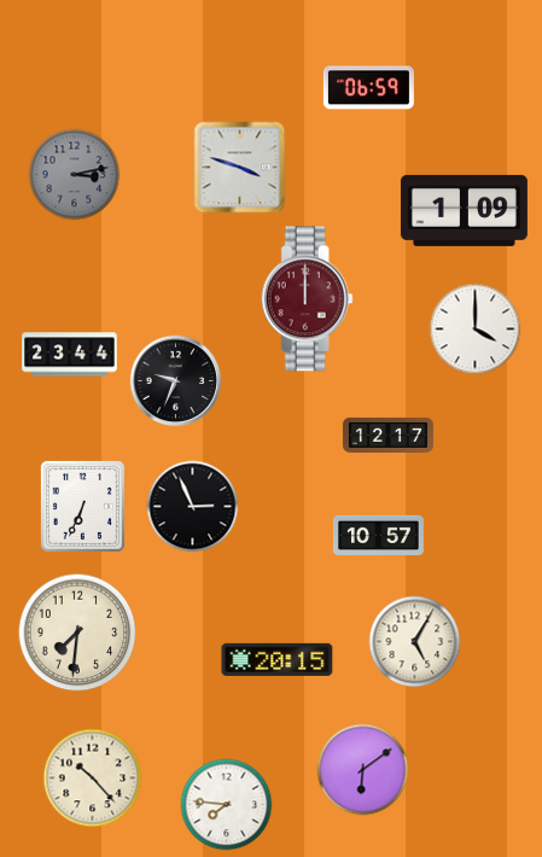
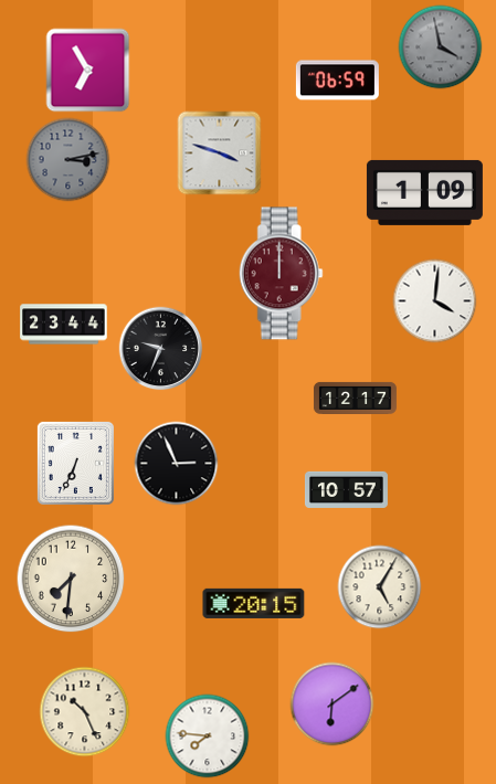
clock at (441, 47): none -> 3:58
clock at (88, 71): none -> 6:55
clock at (476, 330): 4:00 -> 4:01
clock at (93, 779): 10:23 -> 10:26
